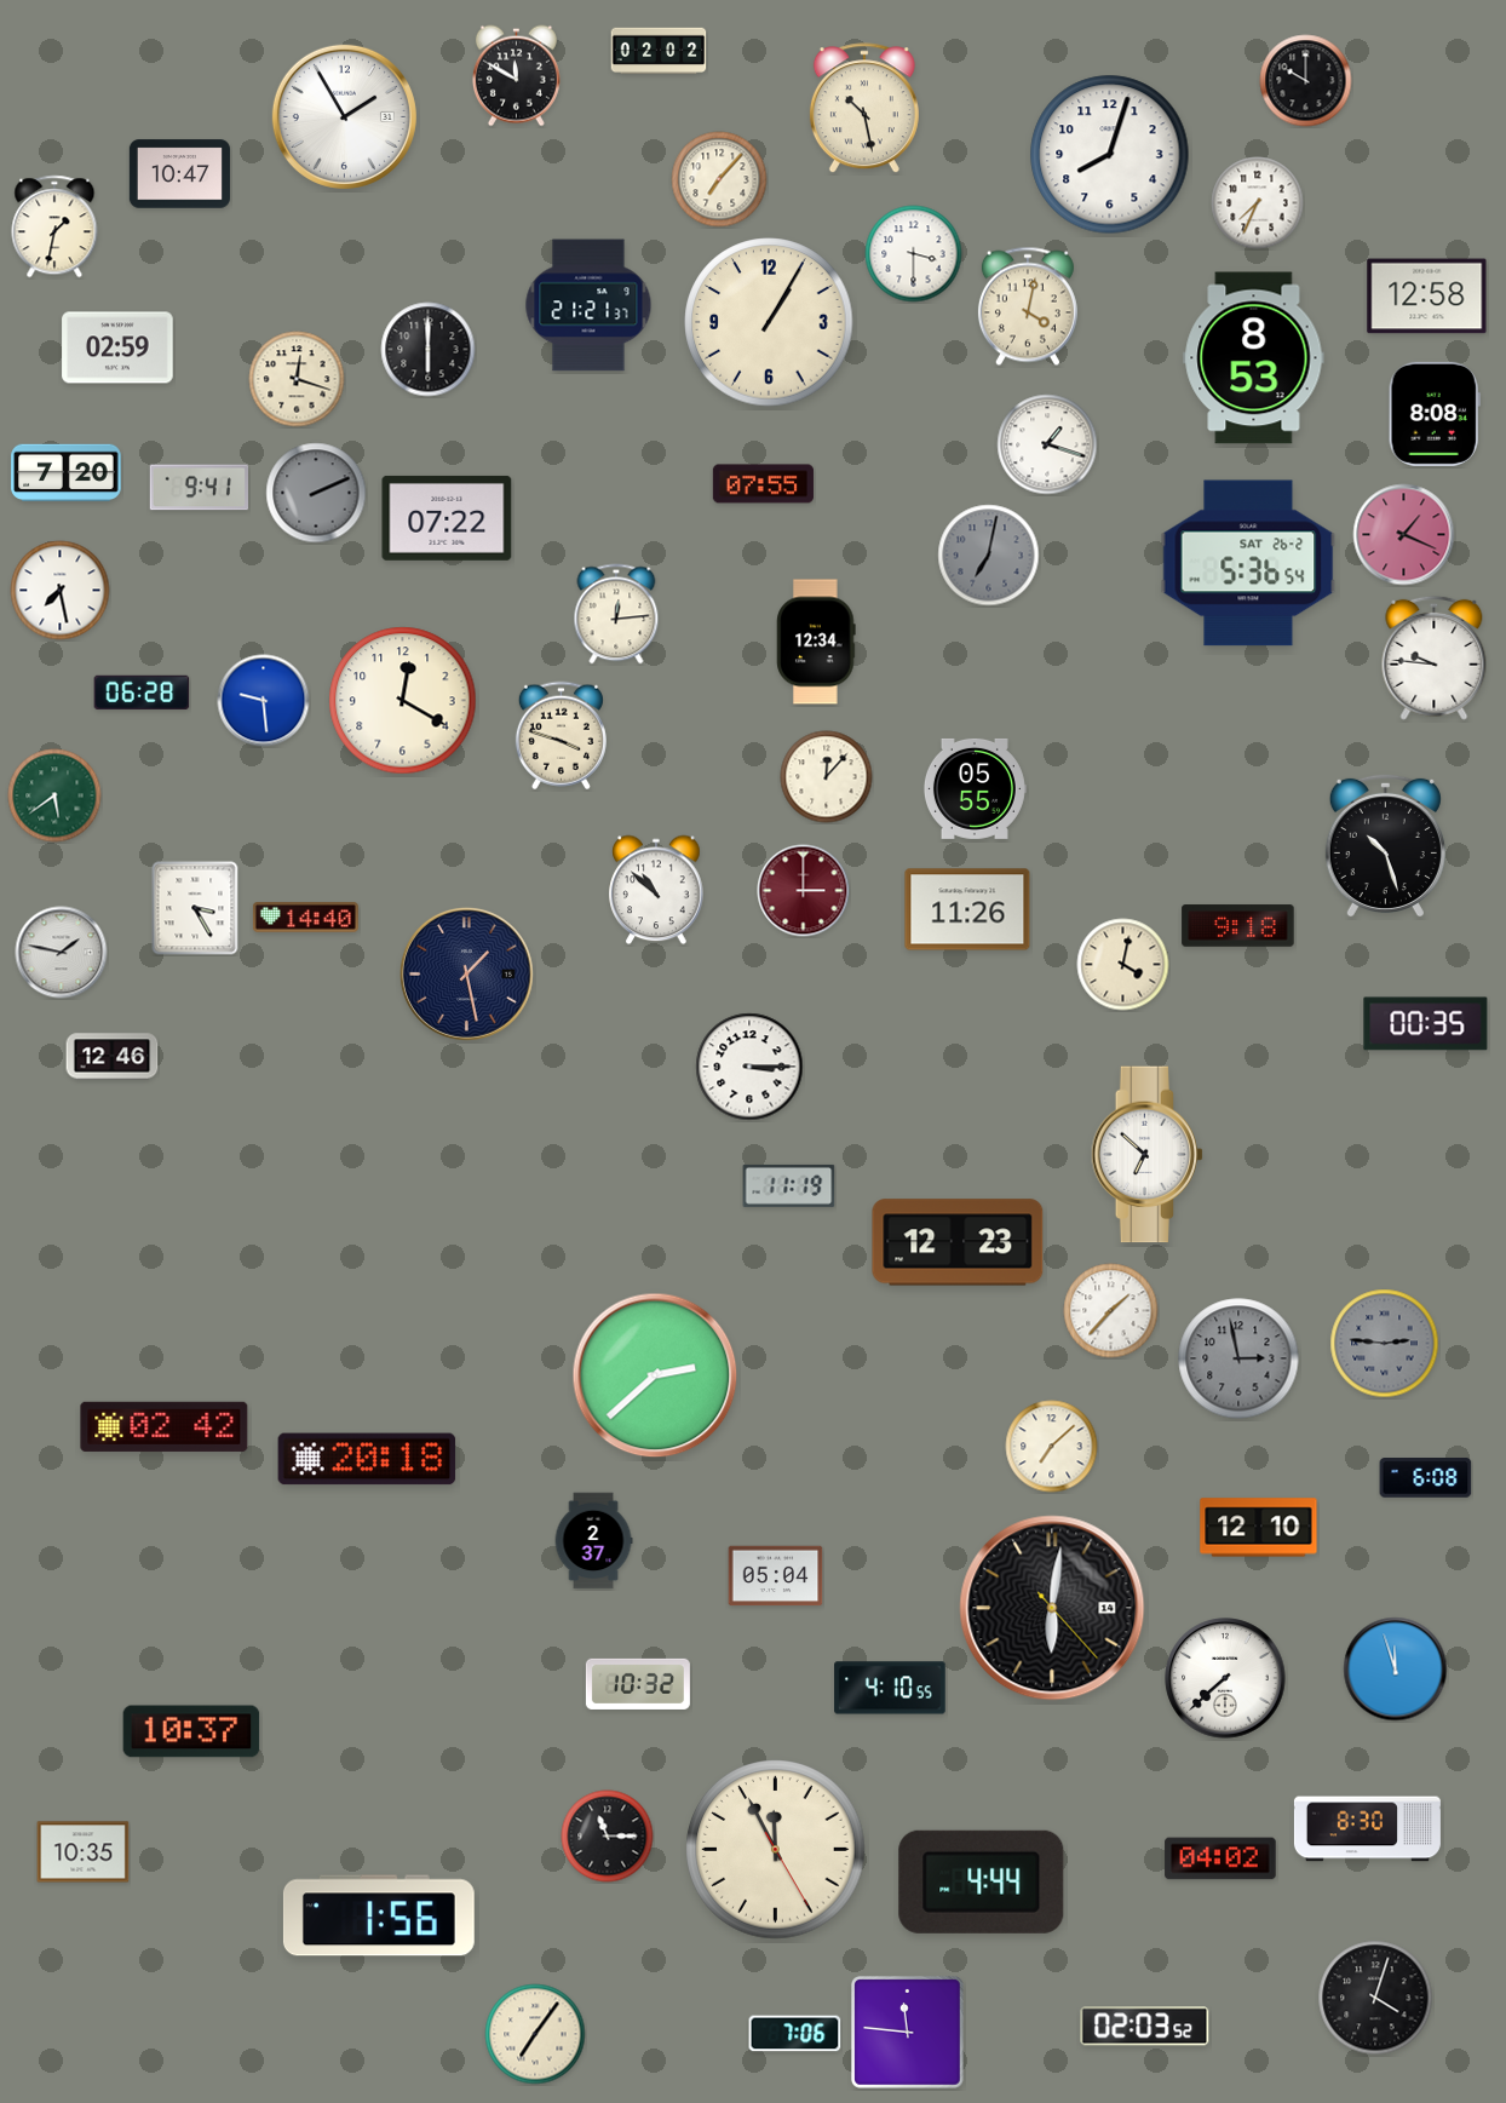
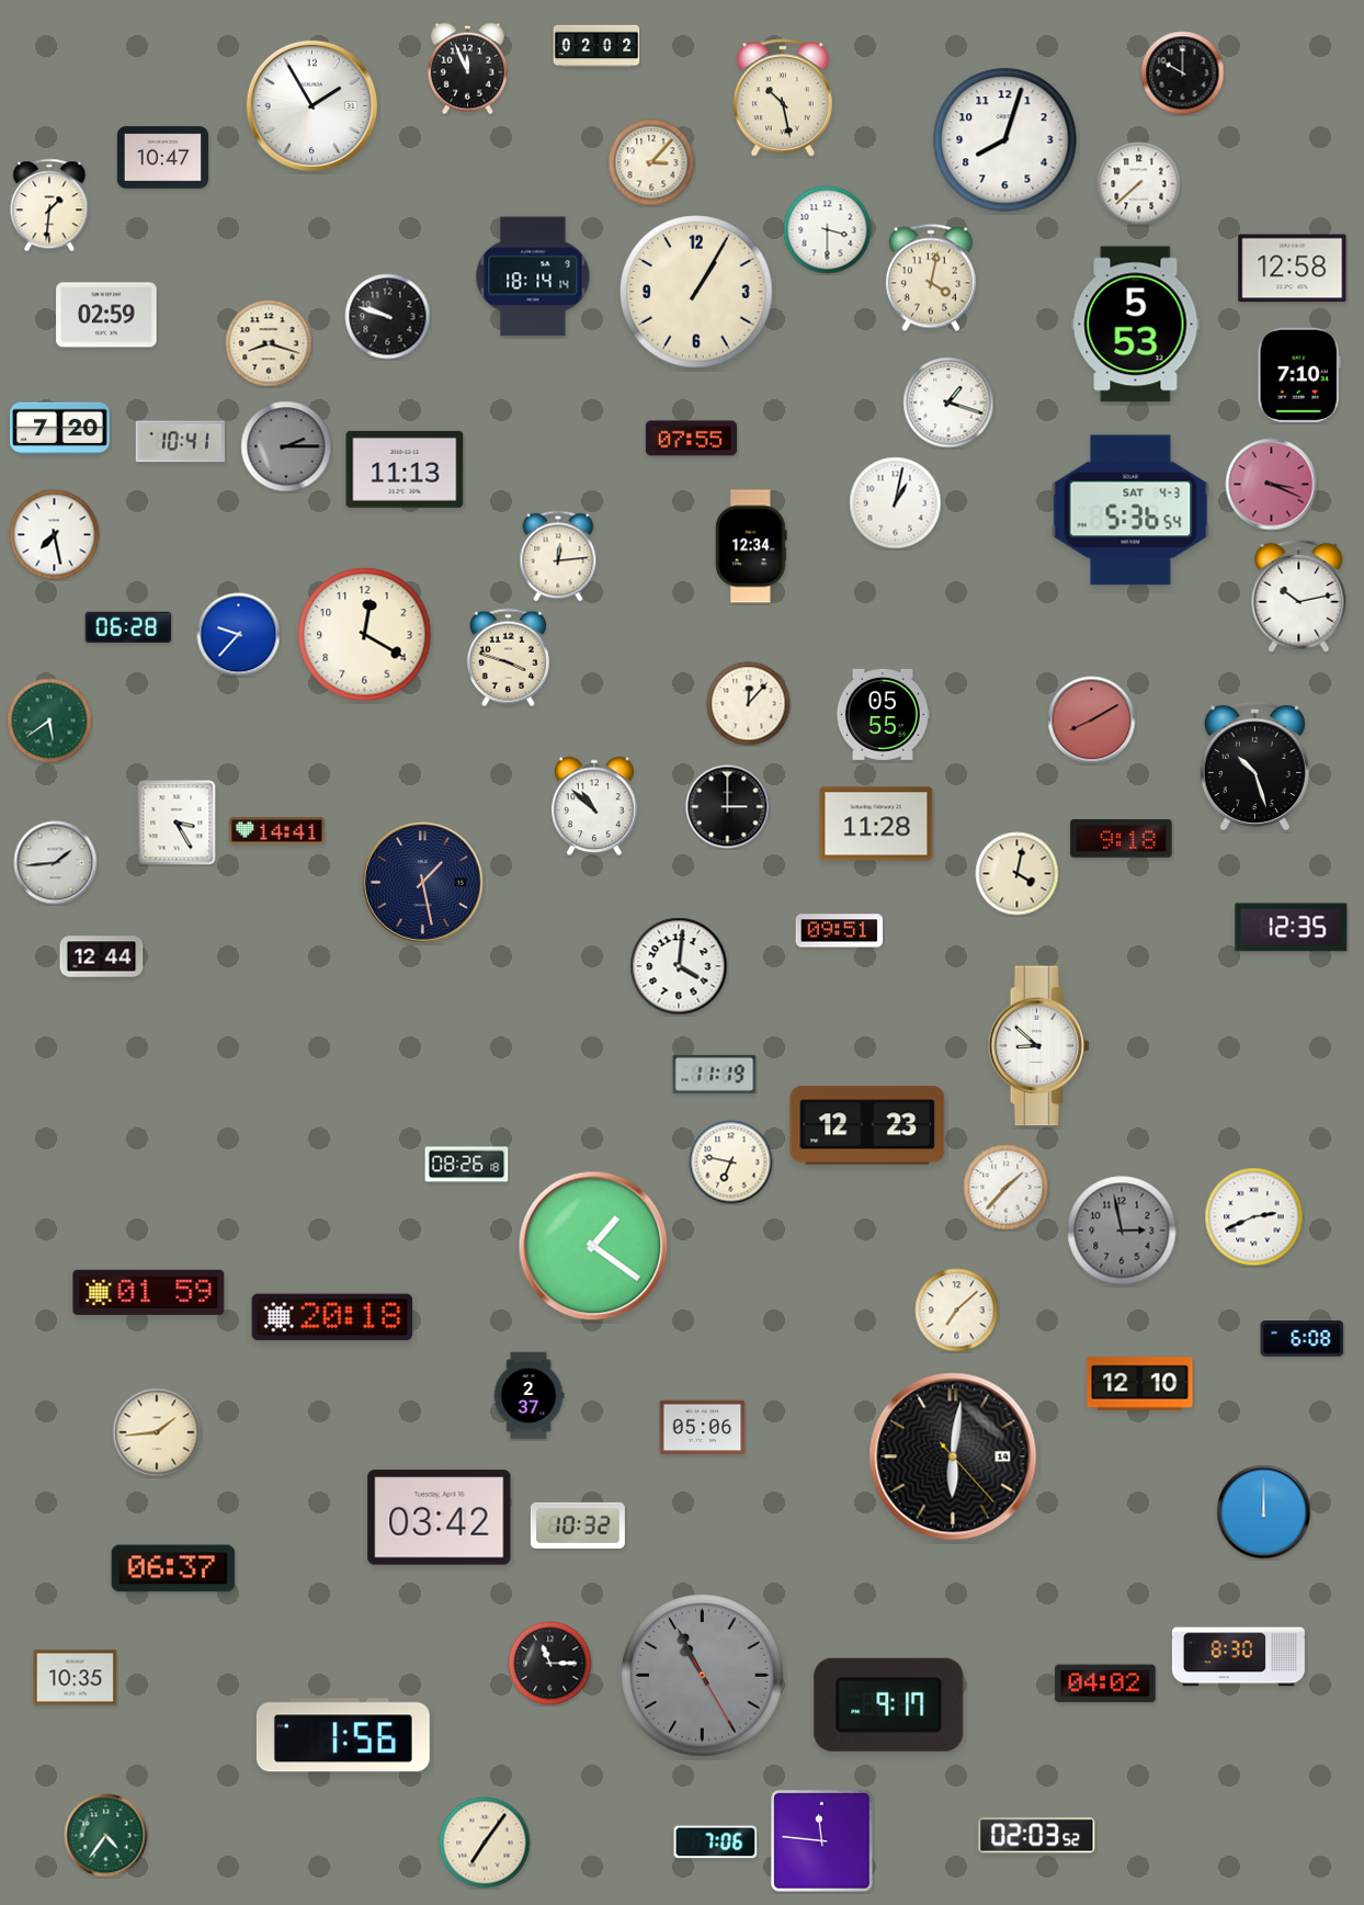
clock at (516, 76): 11:50 -> 11:56
clock at (719, 179): 7:07 -> 3:07
clock at (1258, 203): 7:34 -> 7:38
clock at (54, 226): 1:32 -> 1:31
clock at (588, 305): 21:21 -> 18:14
clock at (429, 350): 6:00 -> 9:48
clock at (1254, 358): 8:53 -> 5:53
clock at (297, 379): 12:18 -> 8:18
clock at (1435, 414): 8:08 -> 7:10
clock at (199, 488): 9:41 -> 10:41
clock at (316, 493): 2:11 -> 2:15
clock at (447, 518): 07:22 -> 11:13
clock at (1404, 535): 1:19 -> 3:19
clock at (989, 556): 7:02 -> 1:02
clock at (989, 556) dial: grey -> white
clock at (1248, 563) date: SAT 26-2 -> SAT 4-3
clock at (816, 642) position: (816, 642) -> (751, 546)
clock at (1435, 657): 9:46 -> 10:13
clock at (264, 701): 9:29 -> 9:37
clock at (561, 736) position: (561, 736) -> (508, 658)
clock at (1092, 721): none -> 8:10
clock at (804, 891) dial: burgundy -> black
clock at (967, 909): 11:26 -> 11:28
clock at (305, 918): 14:40 -> 14:41
clock at (62, 953): 1:47 -> 1:44
clock at (1426, 1024): 00:35 -> 12:35
clock at (840, 931): none -> 09:51
clock at (113, 1057): 12:46 -> 12:44
clock at (749, 1067): 3:15 -> 4:01
clock at (1148, 1155): 6:52 -> 8:52
clock at (731, 1163): none -> 6:47
clock at (467, 1165): none -> 08:26
clock at (1385, 1344): 2:46 -> 2:41
clock at (1385, 1344) dial: grey -> white
clock at (655, 1375): 2:38 -> 1:21
clock at (165, 1426): 02:42 -> 01:59
clock at (1052, 1447) position: (1052, 1447) -> (957, 1311)
clock at (367, 1459) position: (367, 1459) -> (332, 1317)
clock at (1426, 1478) position: (1426, 1478) -> (1303, 1339)
clock at (593, 1541) position: (593, 1541) -> (528, 1396)
clock at (776, 1576): 05:04 -> 05:06
clock at (157, 1432): none -> 1:44
clock at (1396, 1670): 11:57 -> 12:00
clock at (440, 1518): none -> 03:42
clock at (1225, 1678): 7:38 -> none
clock at (890, 1688): 4:10 -> none
clock at (191, 1731): 10:37 -> 06:37
clock at (776, 1850): 11:55 -> 10:55
clock at (776, 1850) dial: cream -> grey
clock at (982, 1881): 4:44 -> 9:17
clock at (1375, 1998): 4:03 -> none
clock at (106, 1836): none -> 4:36
clock at (795, 2034) position: (795, 2034) -> (716, 1842)
